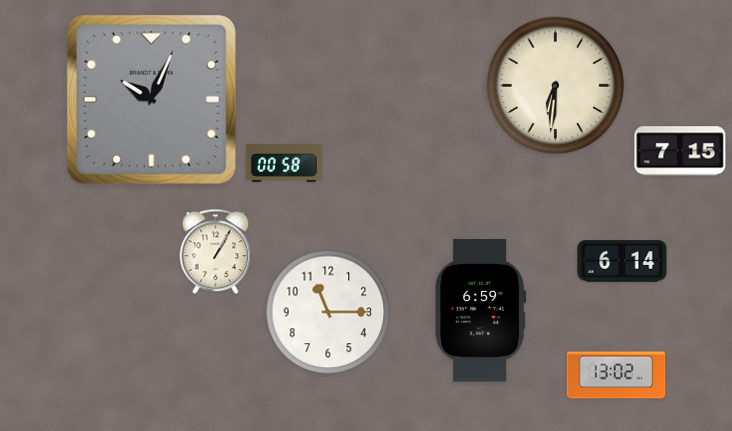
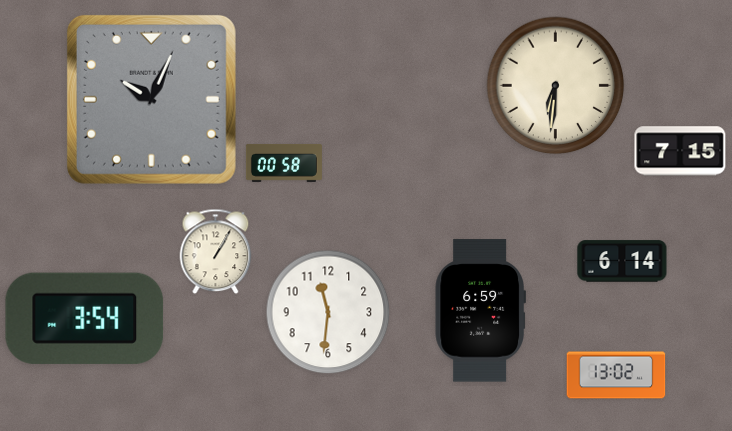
clock at (328, 312): 11:15 -> 11:31
clock at (85, 318): none -> 3:54
